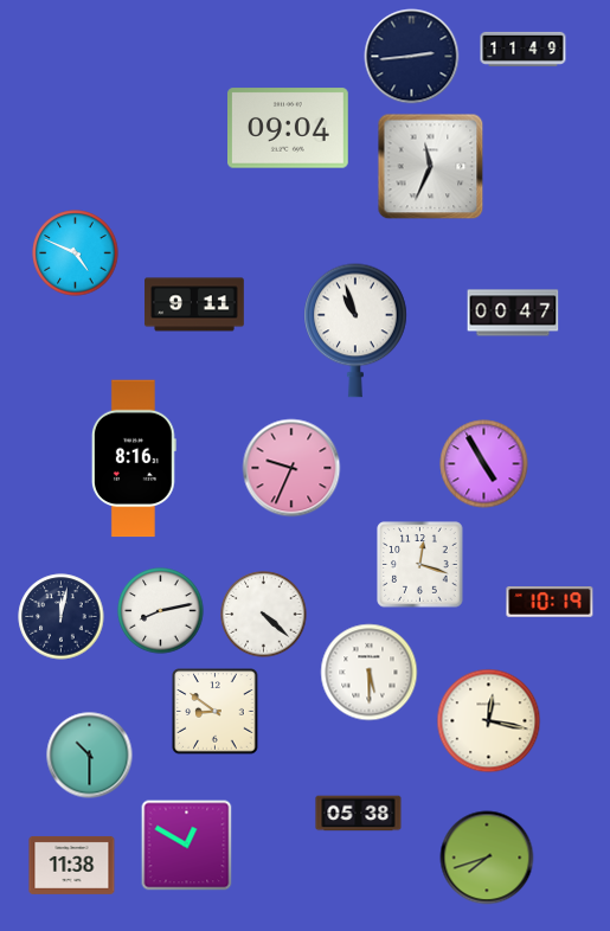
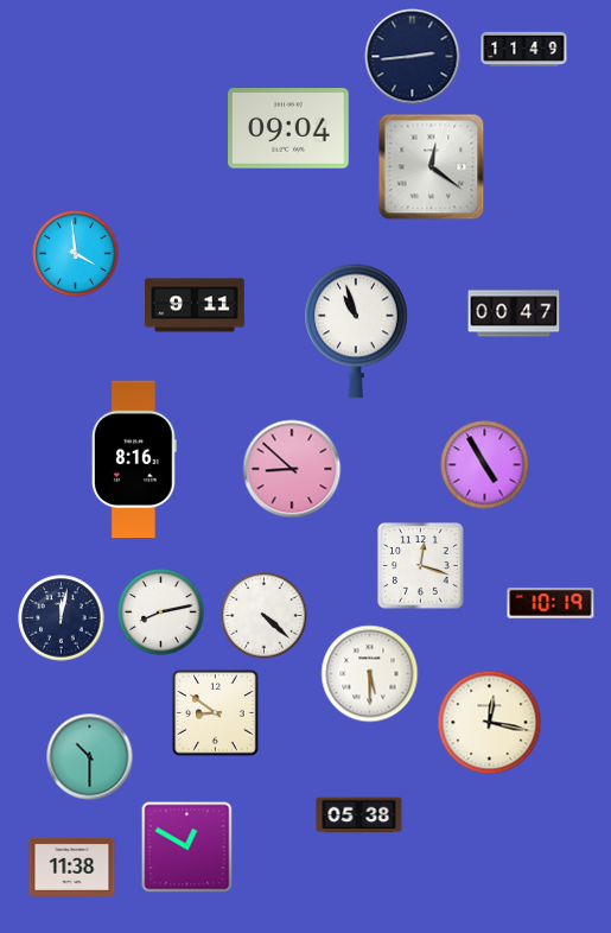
clock at (431, 167): 11:34 -> 12:21
clock at (76, 253): 4:49 -> 3:59
clock at (291, 468): 9:34 -> 8:52
clock at (487, 858): 7:42 -> none
